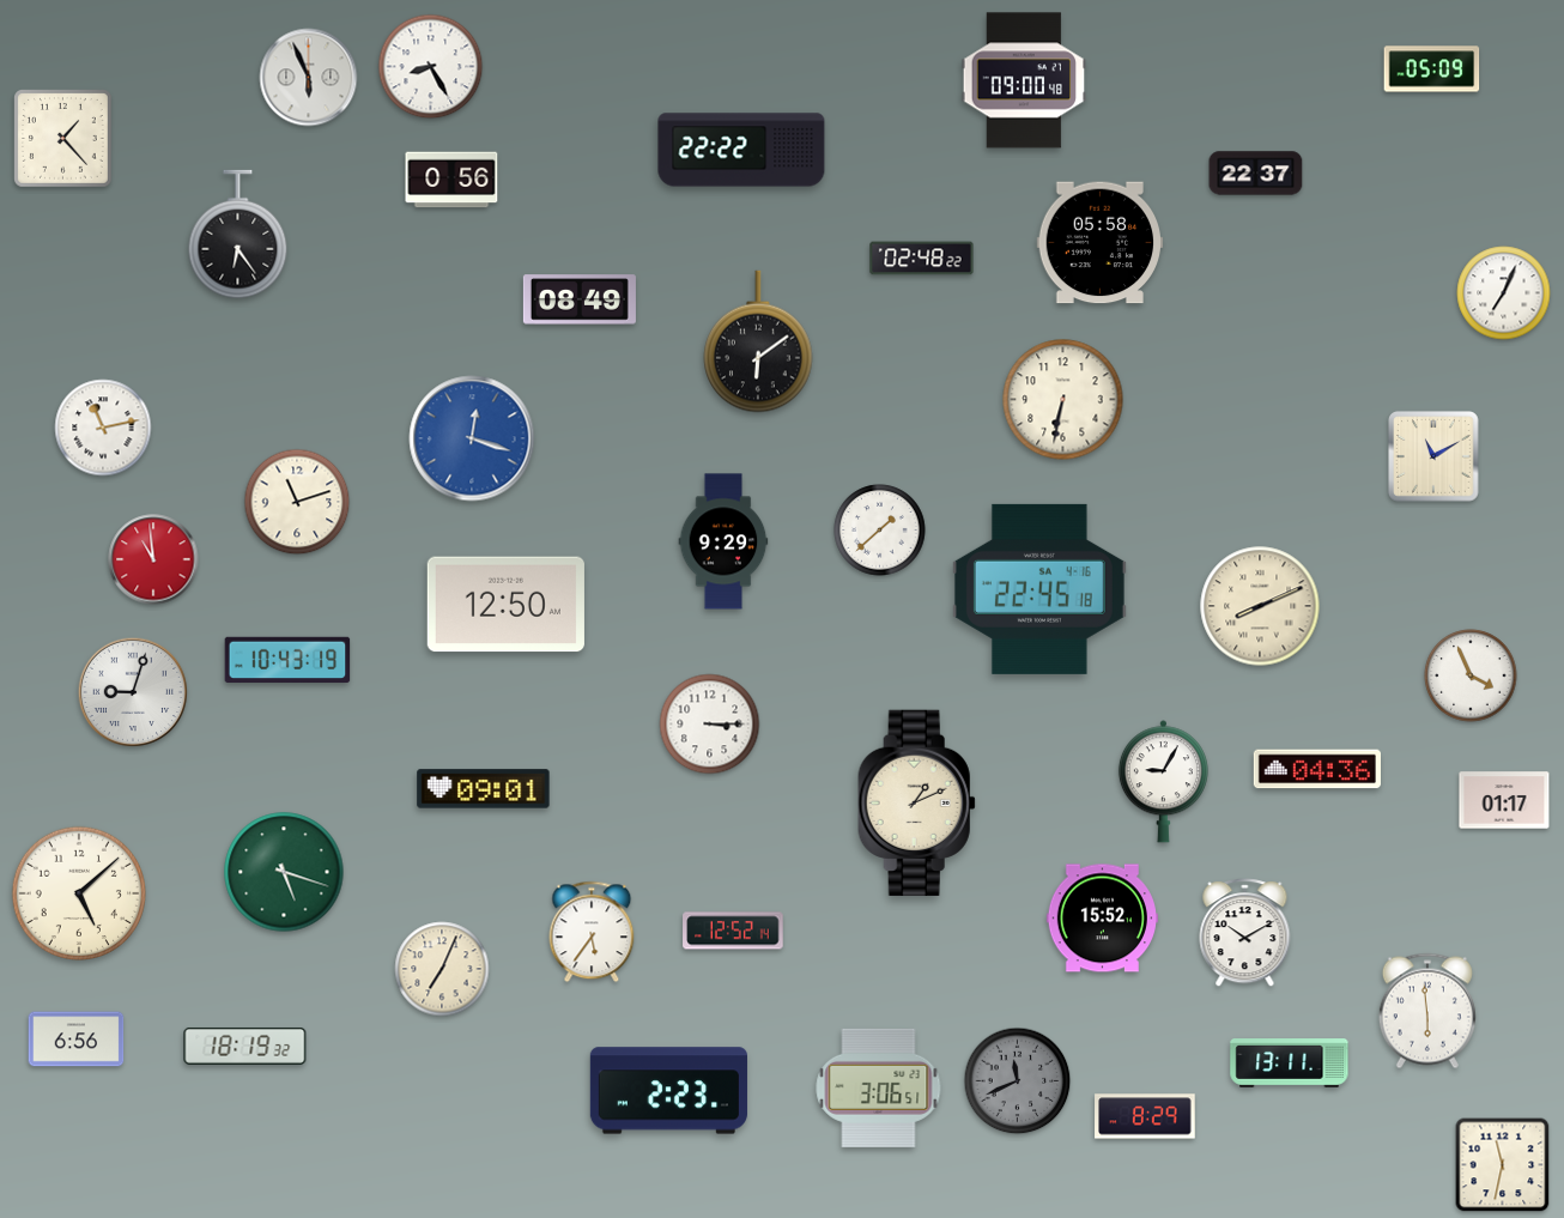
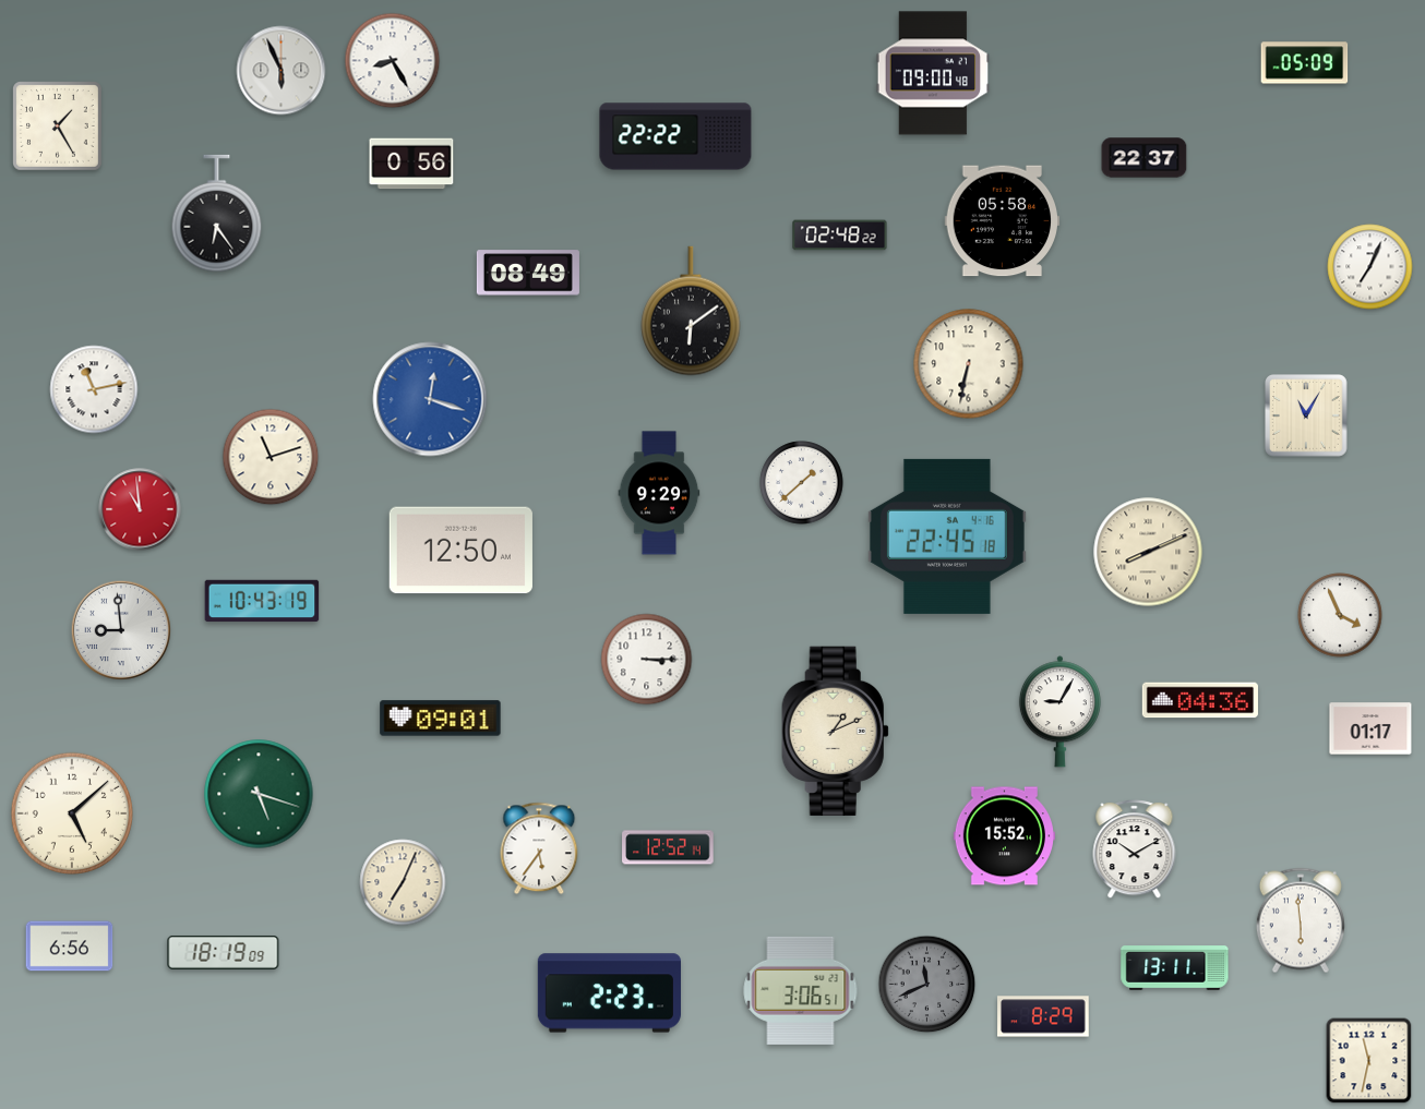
clock at (63, 139): 1:23 -> 1:25
clock at (1433, 456): 11:10 -> 11:05
clock at (133, 692): 9:03 -> 8:59
clock at (245, 1046): 18:19:32 -> 18:19:09
